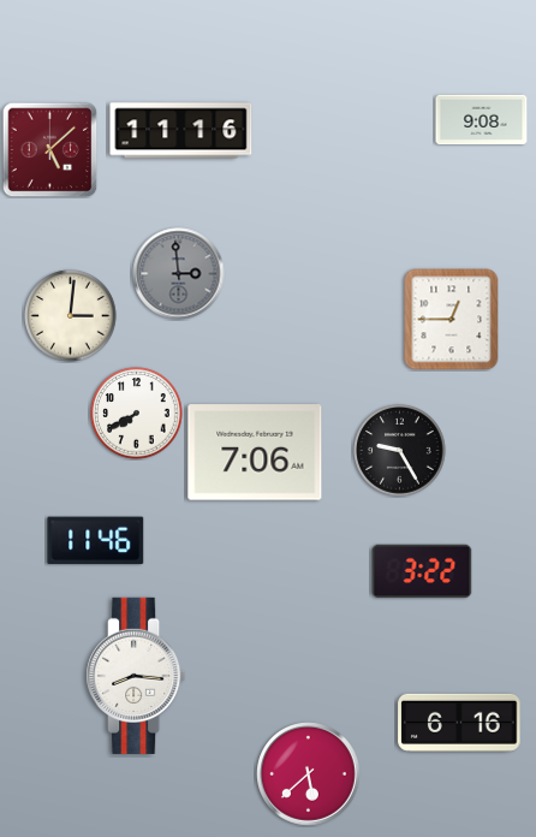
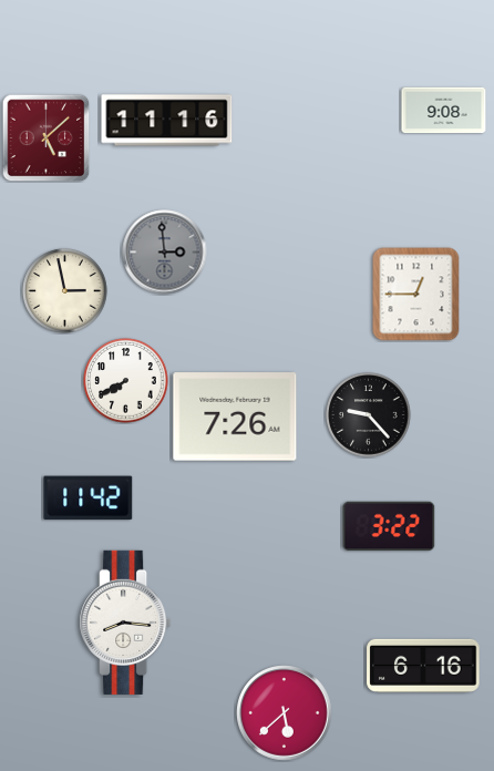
clock at (71, 316): 3:01 -> 2:58
clock at (400, 451): 9:25 -> 9:23
clock at (255, 452): 7:06 -> 7:26
clock at (96, 541): 11:46 -> 11:42
